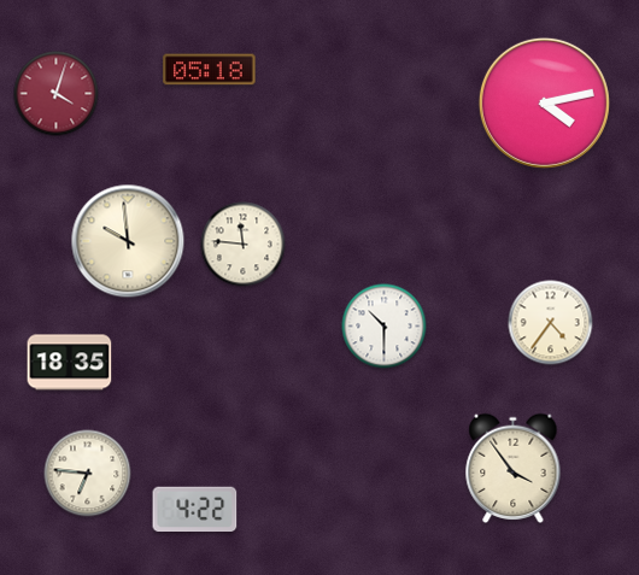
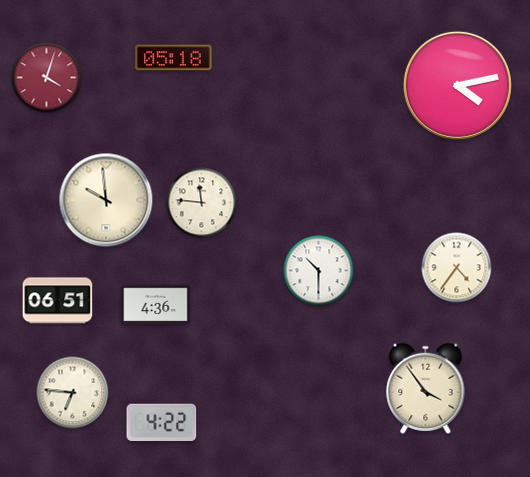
clock at (544, 102) position: (544, 102) -> (457, 85)
clock at (70, 363): 18:35 -> 06:51
clock at (156, 305): none -> 4:36
